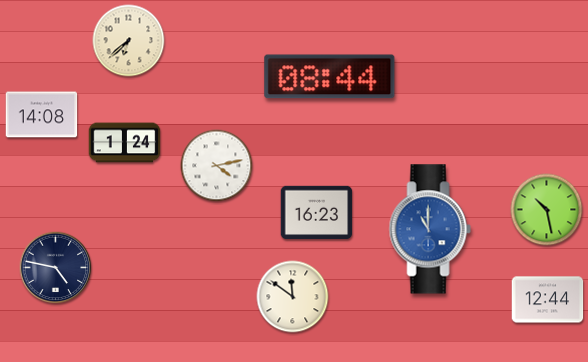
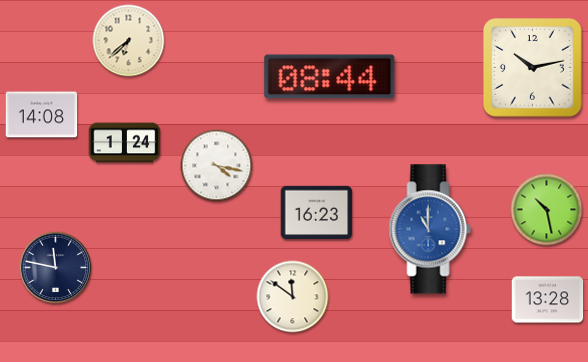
clock at (532, 67): none -> 10:13
clock at (217, 166): 4:13 -> 4:17
clock at (56, 268): 4:47 -> 11:47
clock at (548, 300): 12:44 -> 13:28
